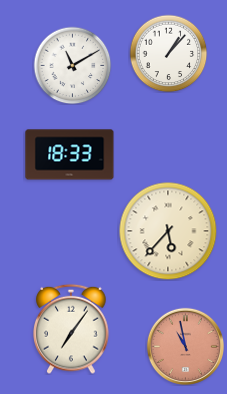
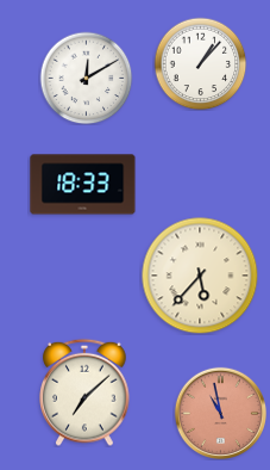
clock at (72, 65): 11:10 -> 12:10
clock at (71, 329): 7:06 -> 7:08
